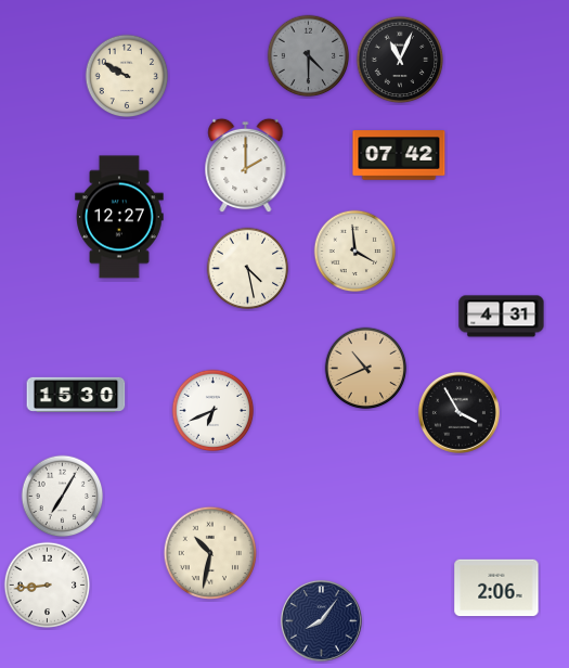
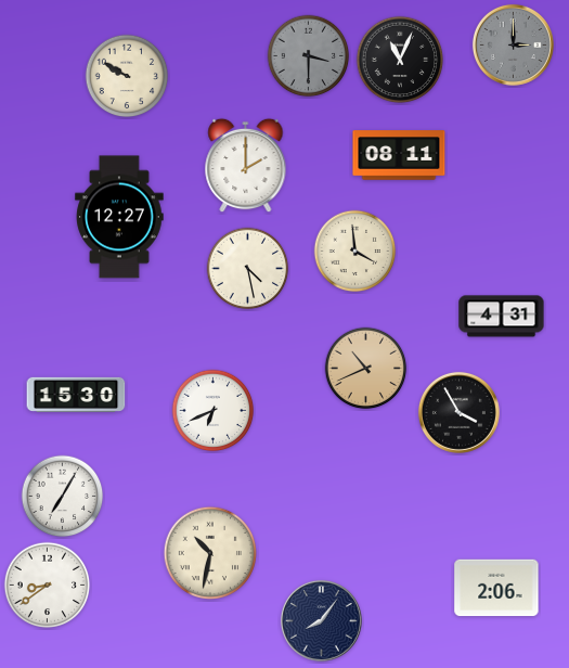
clock at (513, 44): none -> 3:00
clock at (309, 56): 4:30 -> 3:30
clock at (399, 155): 07:42 -> 08:11
clock at (48, 586): 8:44 -> 8:39
